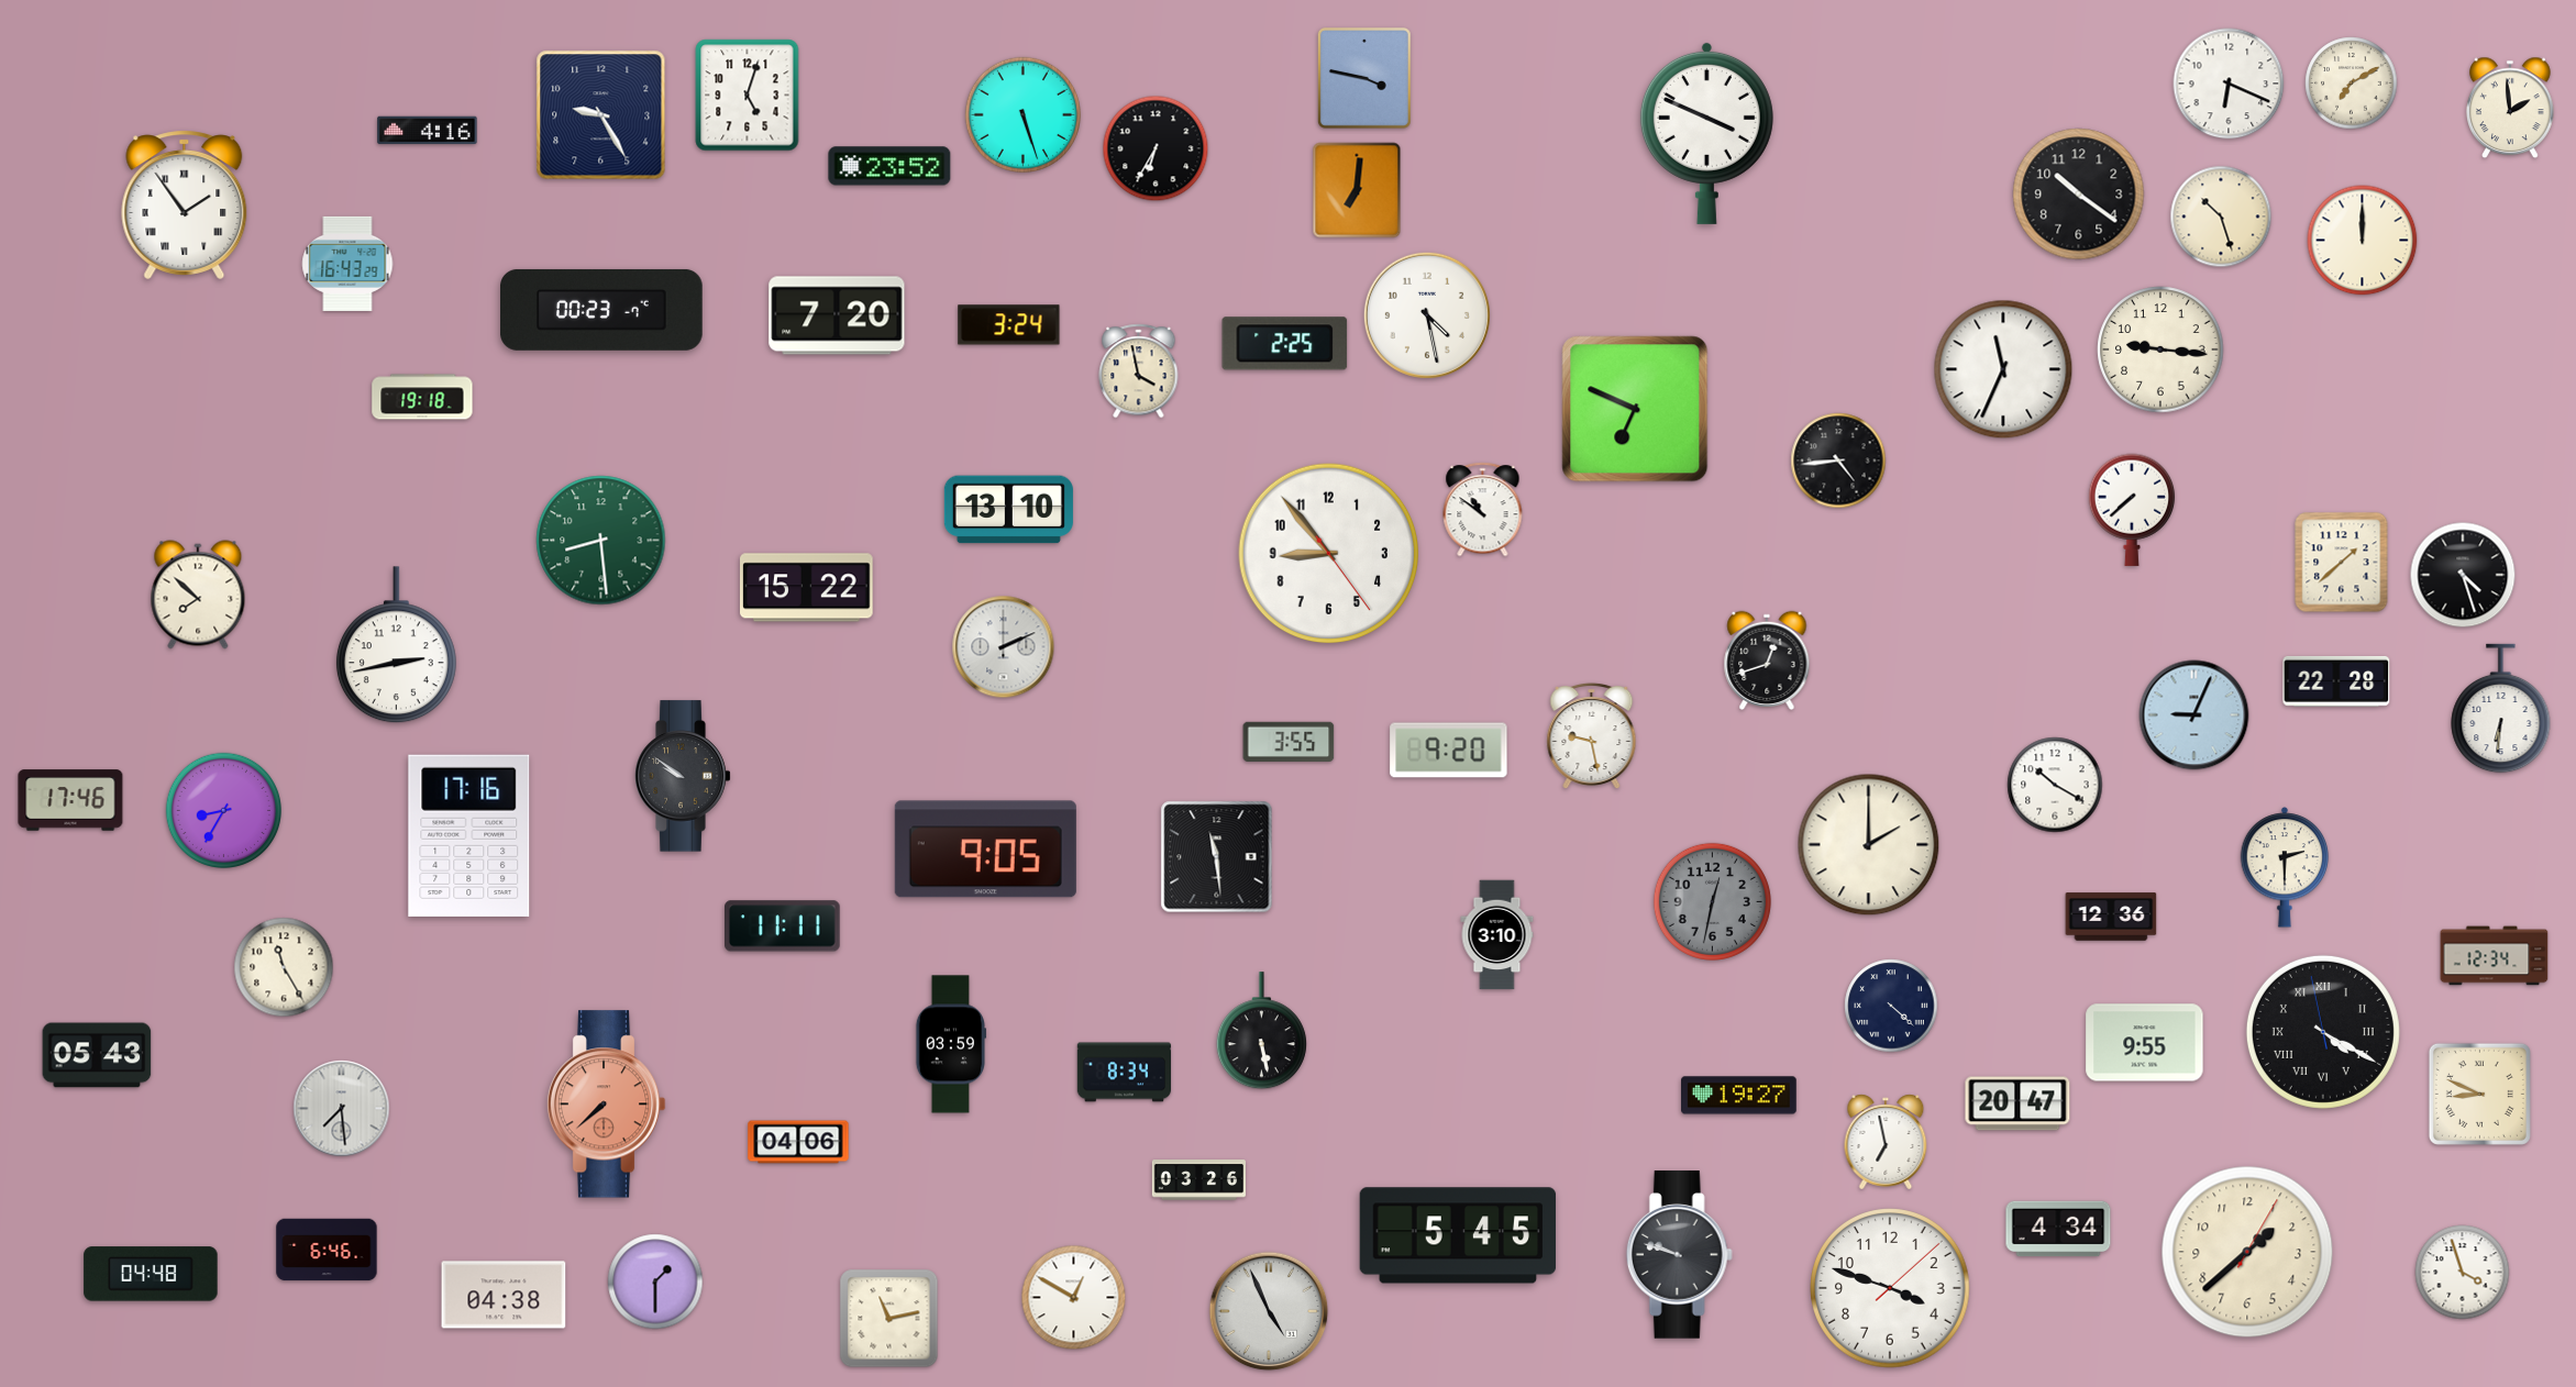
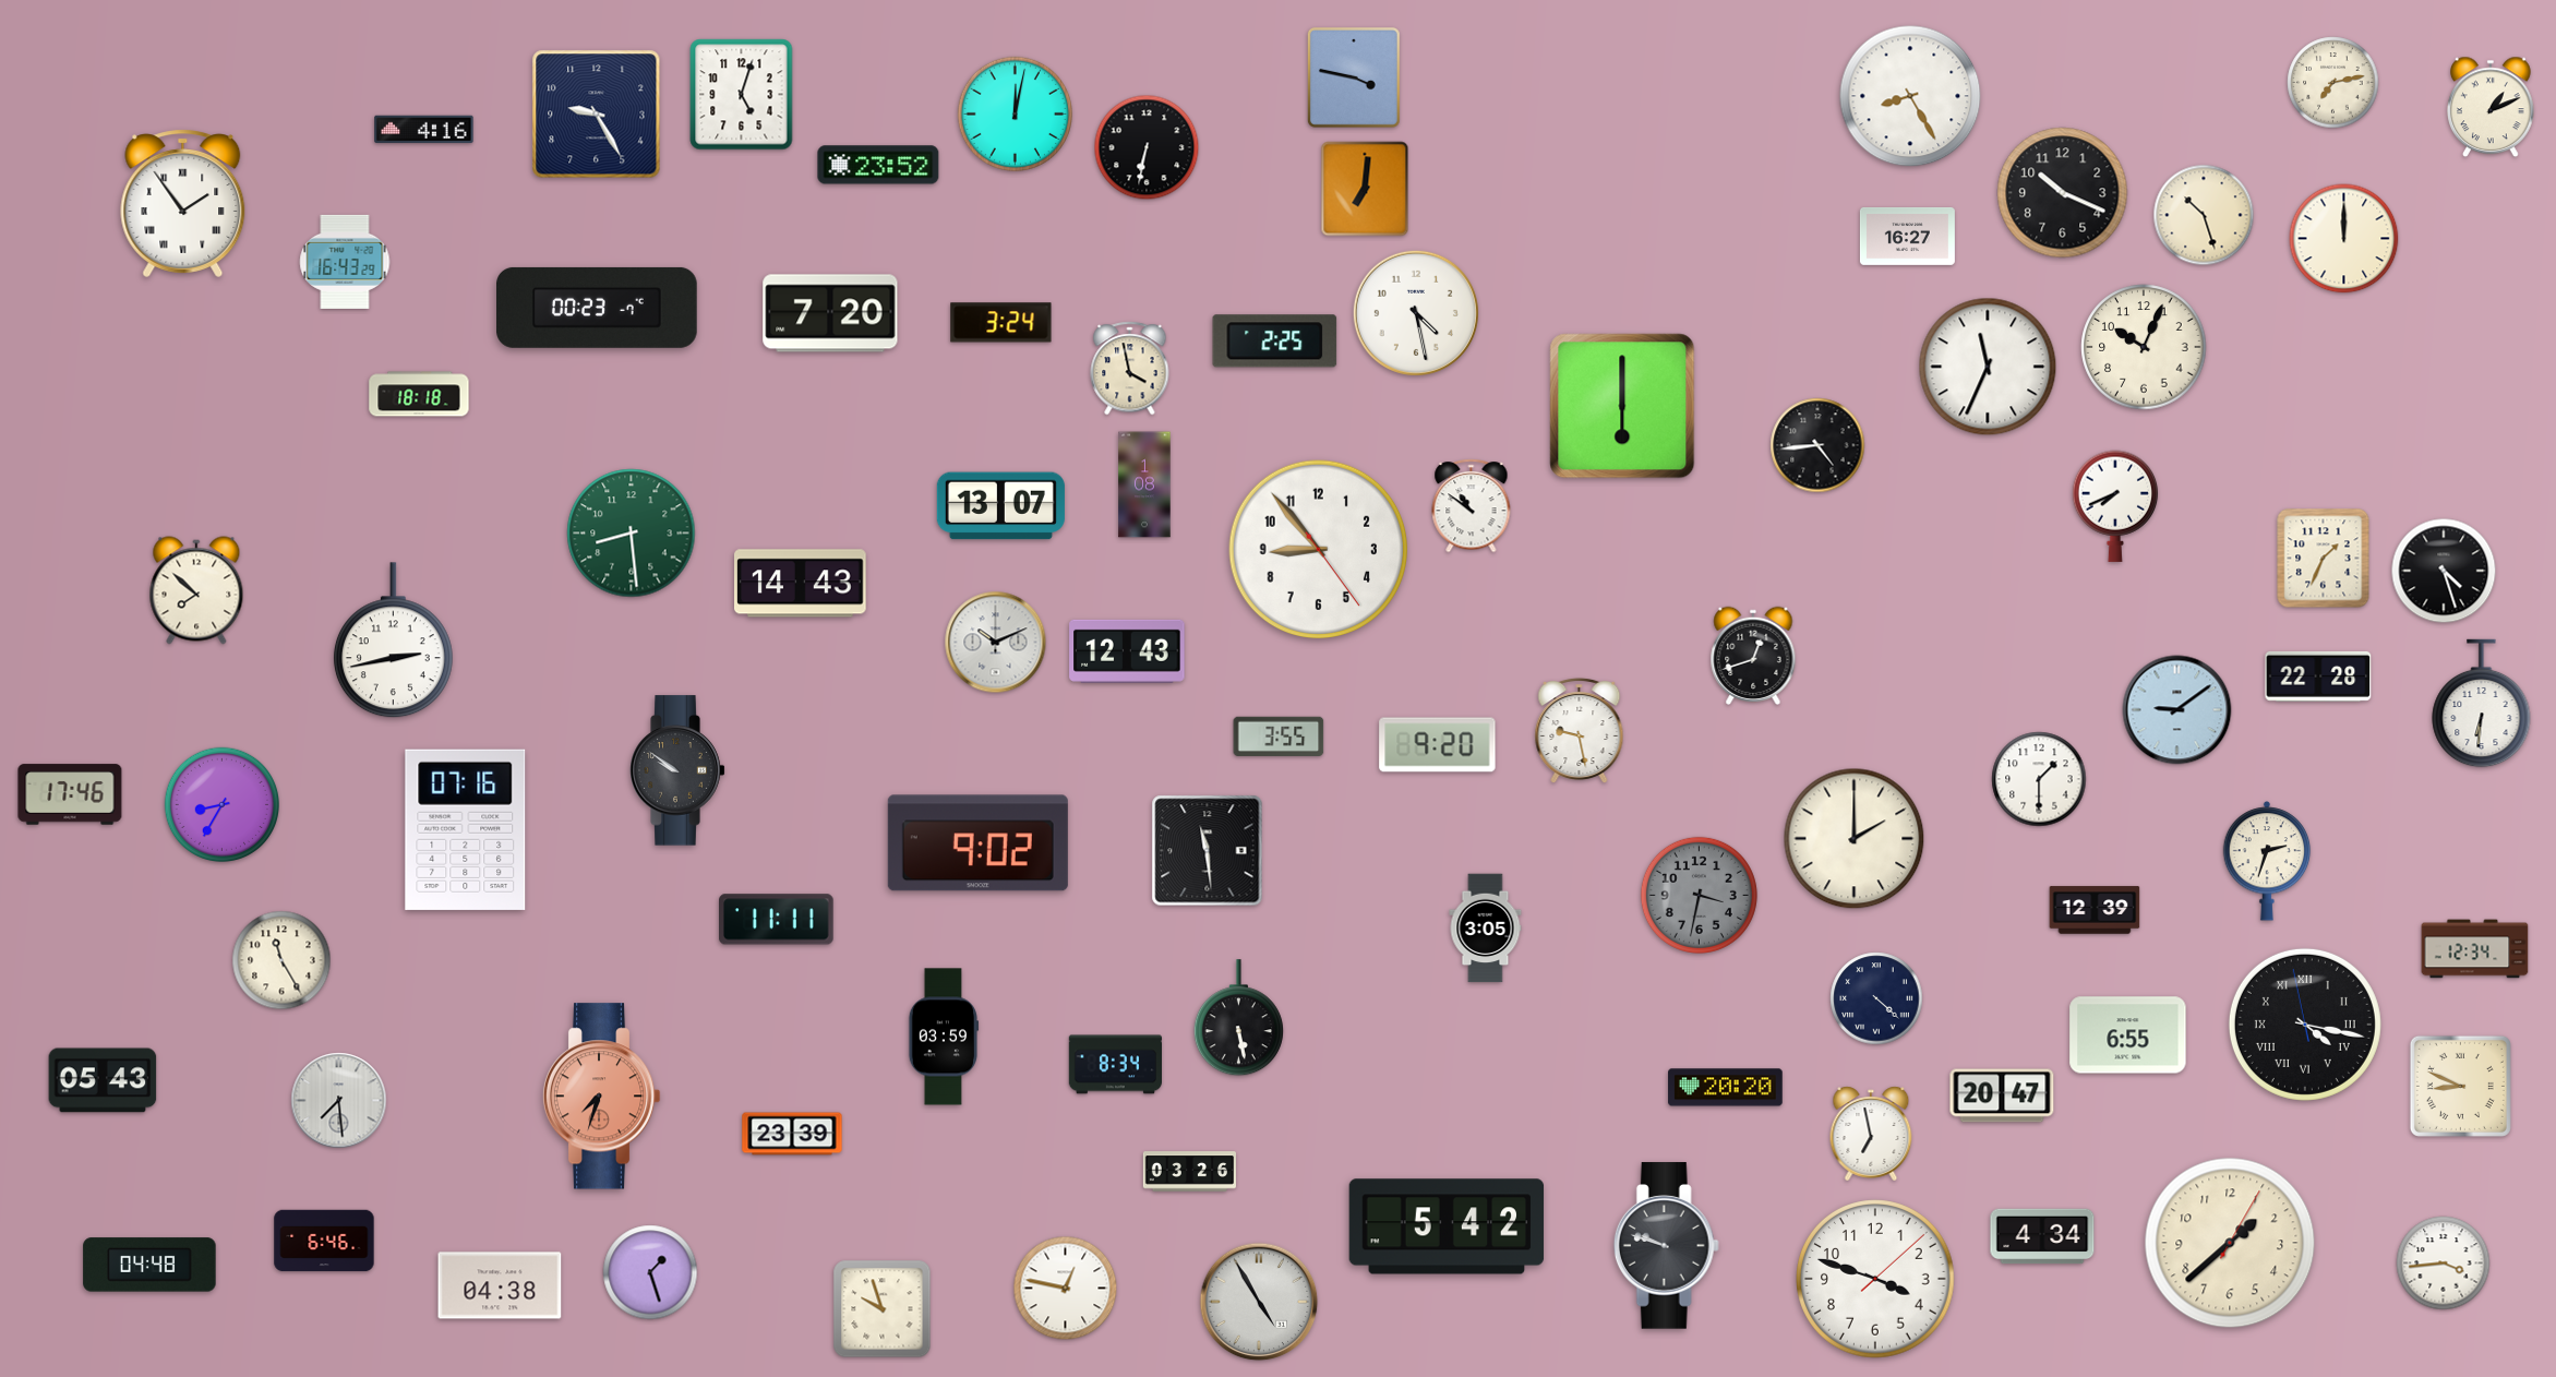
clock at (2229, 84): 6:19 -> none
clock at (2352, 84): 7:10 -> 7:13
clock at (1910, 96): none -> 8:25
clock at (2511, 108): 1:59 -> 1:11
clock at (1022, 114): 5:27 -> 12:02
clock at (1706, 133): 3:49 -> none
clock at (1156, 148): 6:35 -> 6:32
clock at (889, 166) position: (889, 166) -> (878, 165)
clock at (1357, 190) position: (1357, 190) -> (1365, 189)
clock at (2079, 195): 10:21 -> 10:19
clock at (1907, 236): none -> 16:27
clock at (2160, 349): 9:16 -> 10:04
clock at (422, 397): 19:18 -> 18:18
clock at (1635, 409): 6:49 -> 6:00
clock at (1838, 461) position: (1838, 461) -> (1817, 445)
clock at (1144, 484): none -> 1:08
clock at (1008, 510): 13:10 -> 13:07
clock at (2132, 510): 7:38 -> 7:41
clock at (601, 541) position: (601, 541) -> (632, 534)
clock at (2342, 563): 1:38 -> 1:34
clock at (807, 588): 15:22 -> 14:43
clock at (1004, 647): 2:11 -> 10:11
clock at (1127, 651): none -> 12:43
clock at (2194, 715): 9:04 -> 9:09
clock at (2055, 785): 10:20 -> 1:30
clock at (469, 835): 17:16 -> 07:16
clock at (985, 850): 9:05 -> 9:02
clock at (2285, 867): 2:30 -> 2:33
clock at (1712, 901): 12:32 -> 3:32
clock at (2111, 917): 12:36 -> 12:39
clock at (1497, 935): 3:10 -> 3:05
clock at (1261, 1031) position: (1261, 1031) -> (1238, 1018)
clock at (2323, 1032): 4:19 -> 4:16
clock at (2145, 1043): 9:55 -> 6:55
clock at (97, 1055) position: (97, 1055) -> (103, 1080)
clock at (1739, 1096): 19:27 -> 20:20
clock at (606, 1105): 7:38 -> 7:33
clock at (798, 1142): 04:06 -> 23:39
clock at (2058, 1229) position: (2058, 1229) -> (2042, 1236)
clock at (1458, 1235): 5:45 -> 5:42
clock at (2463, 1273): 3:57 -> 3:44
clock at (655, 1281): 1:30 -> 1:27
clock at (1074, 1298): 12:50 -> 12:47
clock at (1269, 1311): 4:56 -> 4:55
clock at (889, 1319): 11:13 -> 9:57
